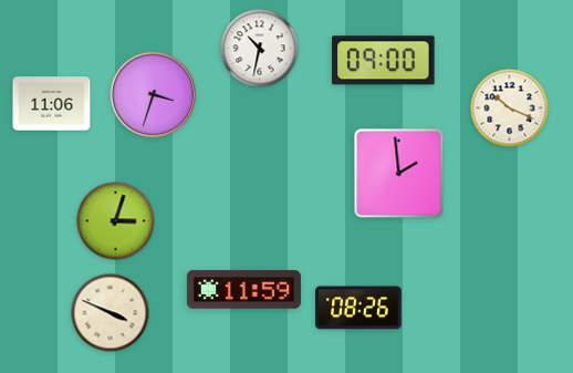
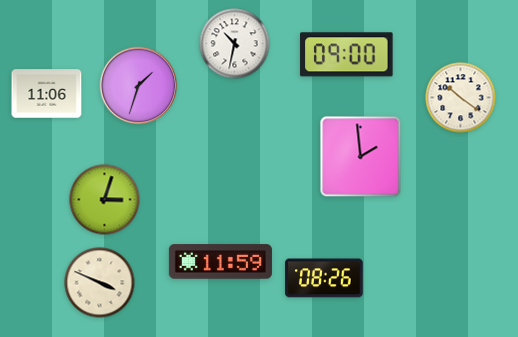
clock at (154, 95): 3:33 -> 1:33
clock at (510, 108): 10:19 -> 10:21
